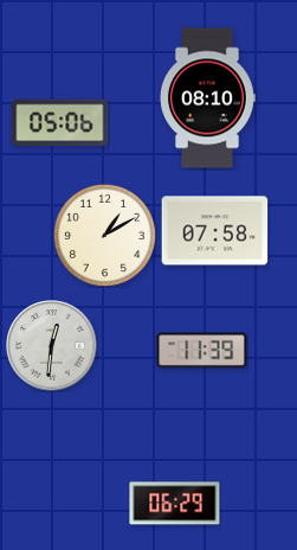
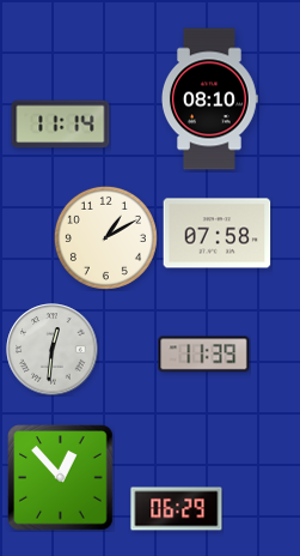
clock at (60, 123): 05:06 -> 11:14
clock at (61, 478): none -> 12:53
